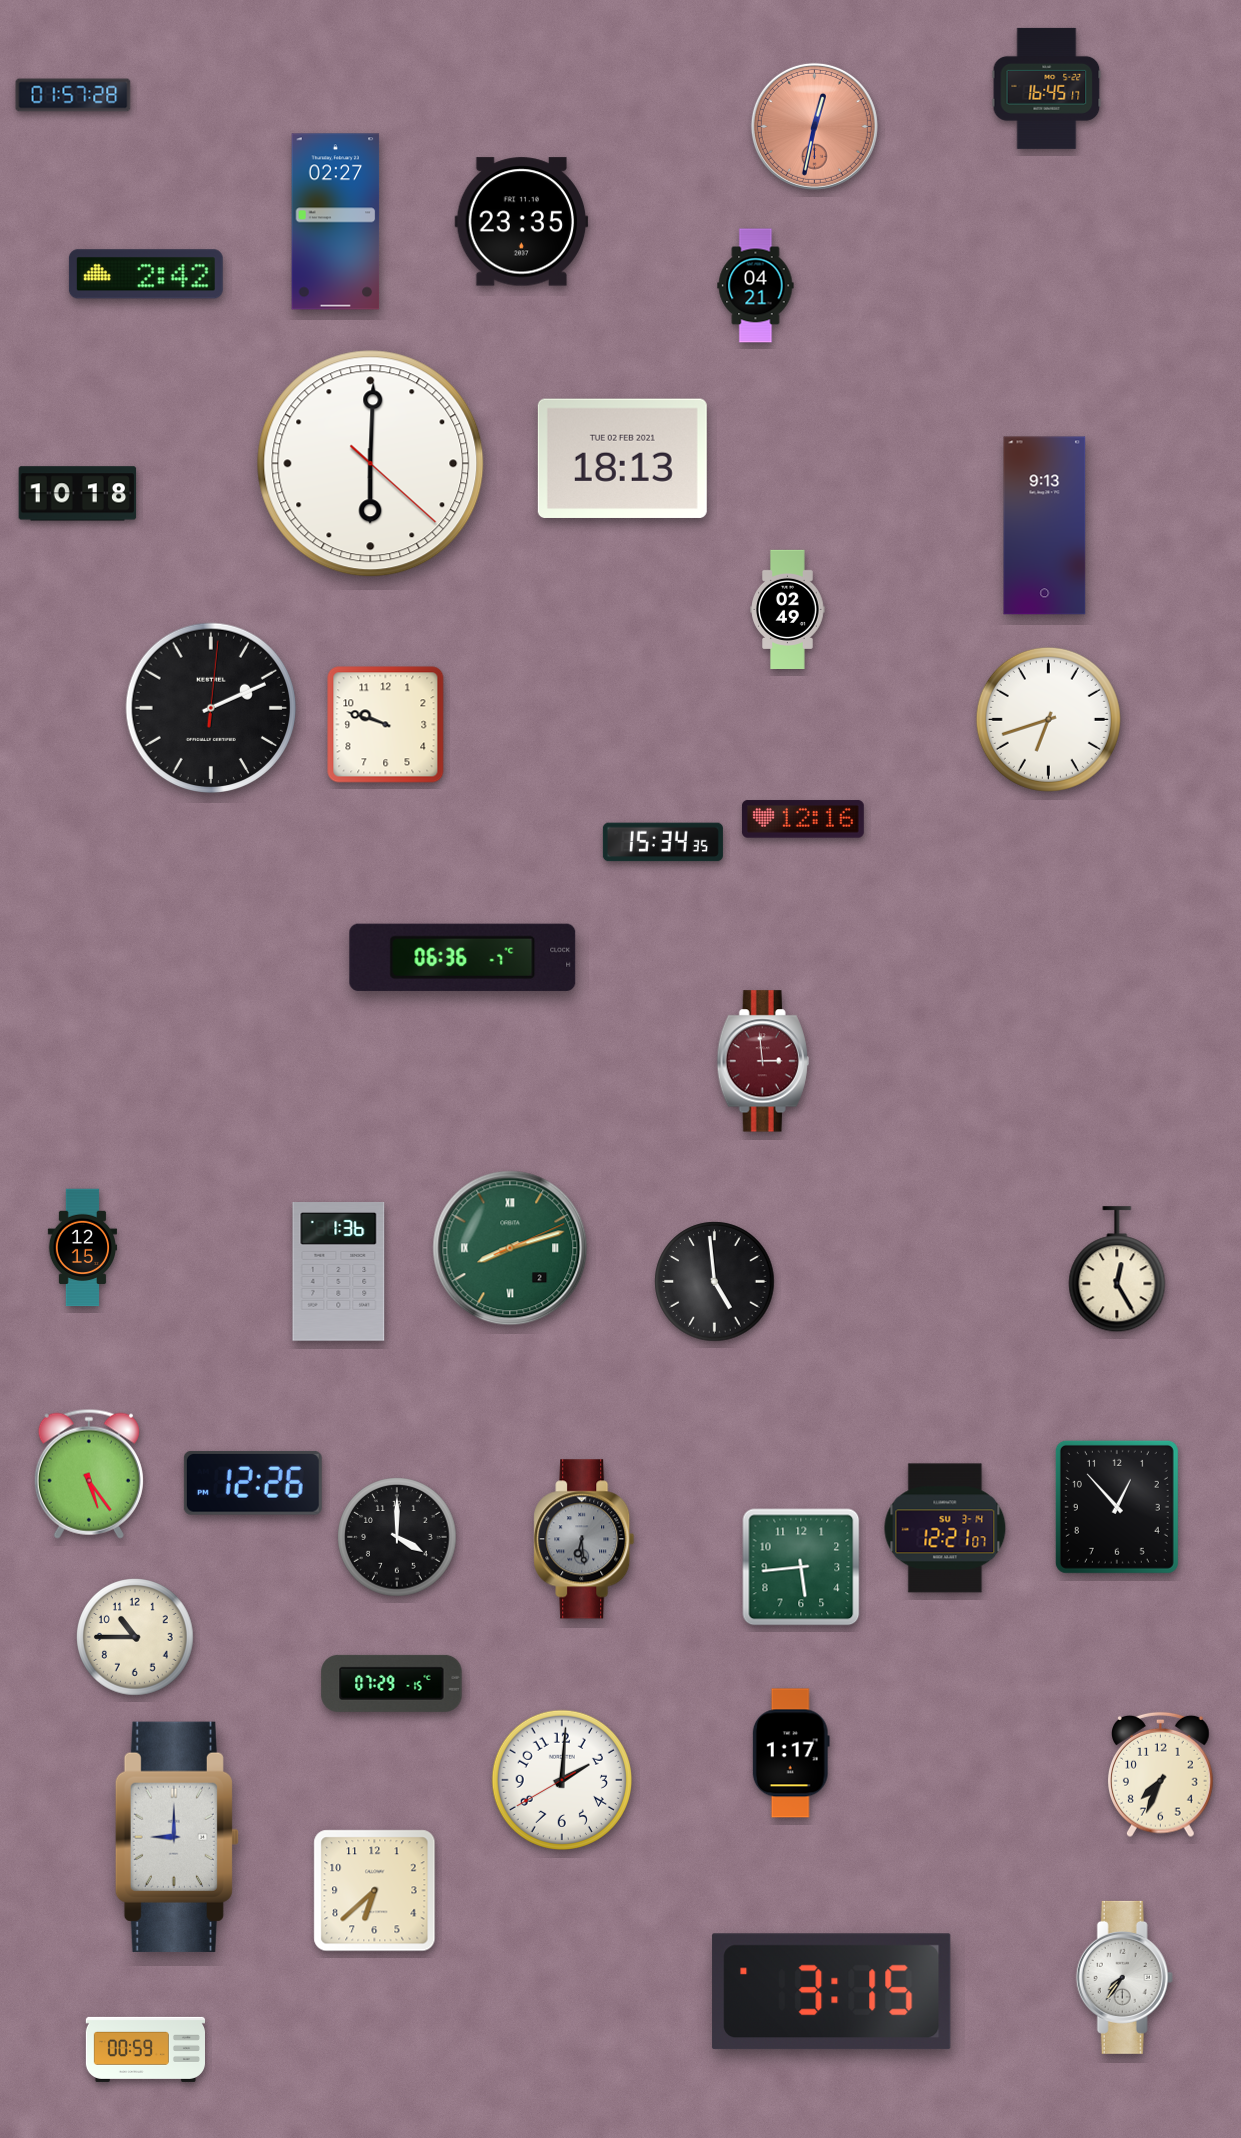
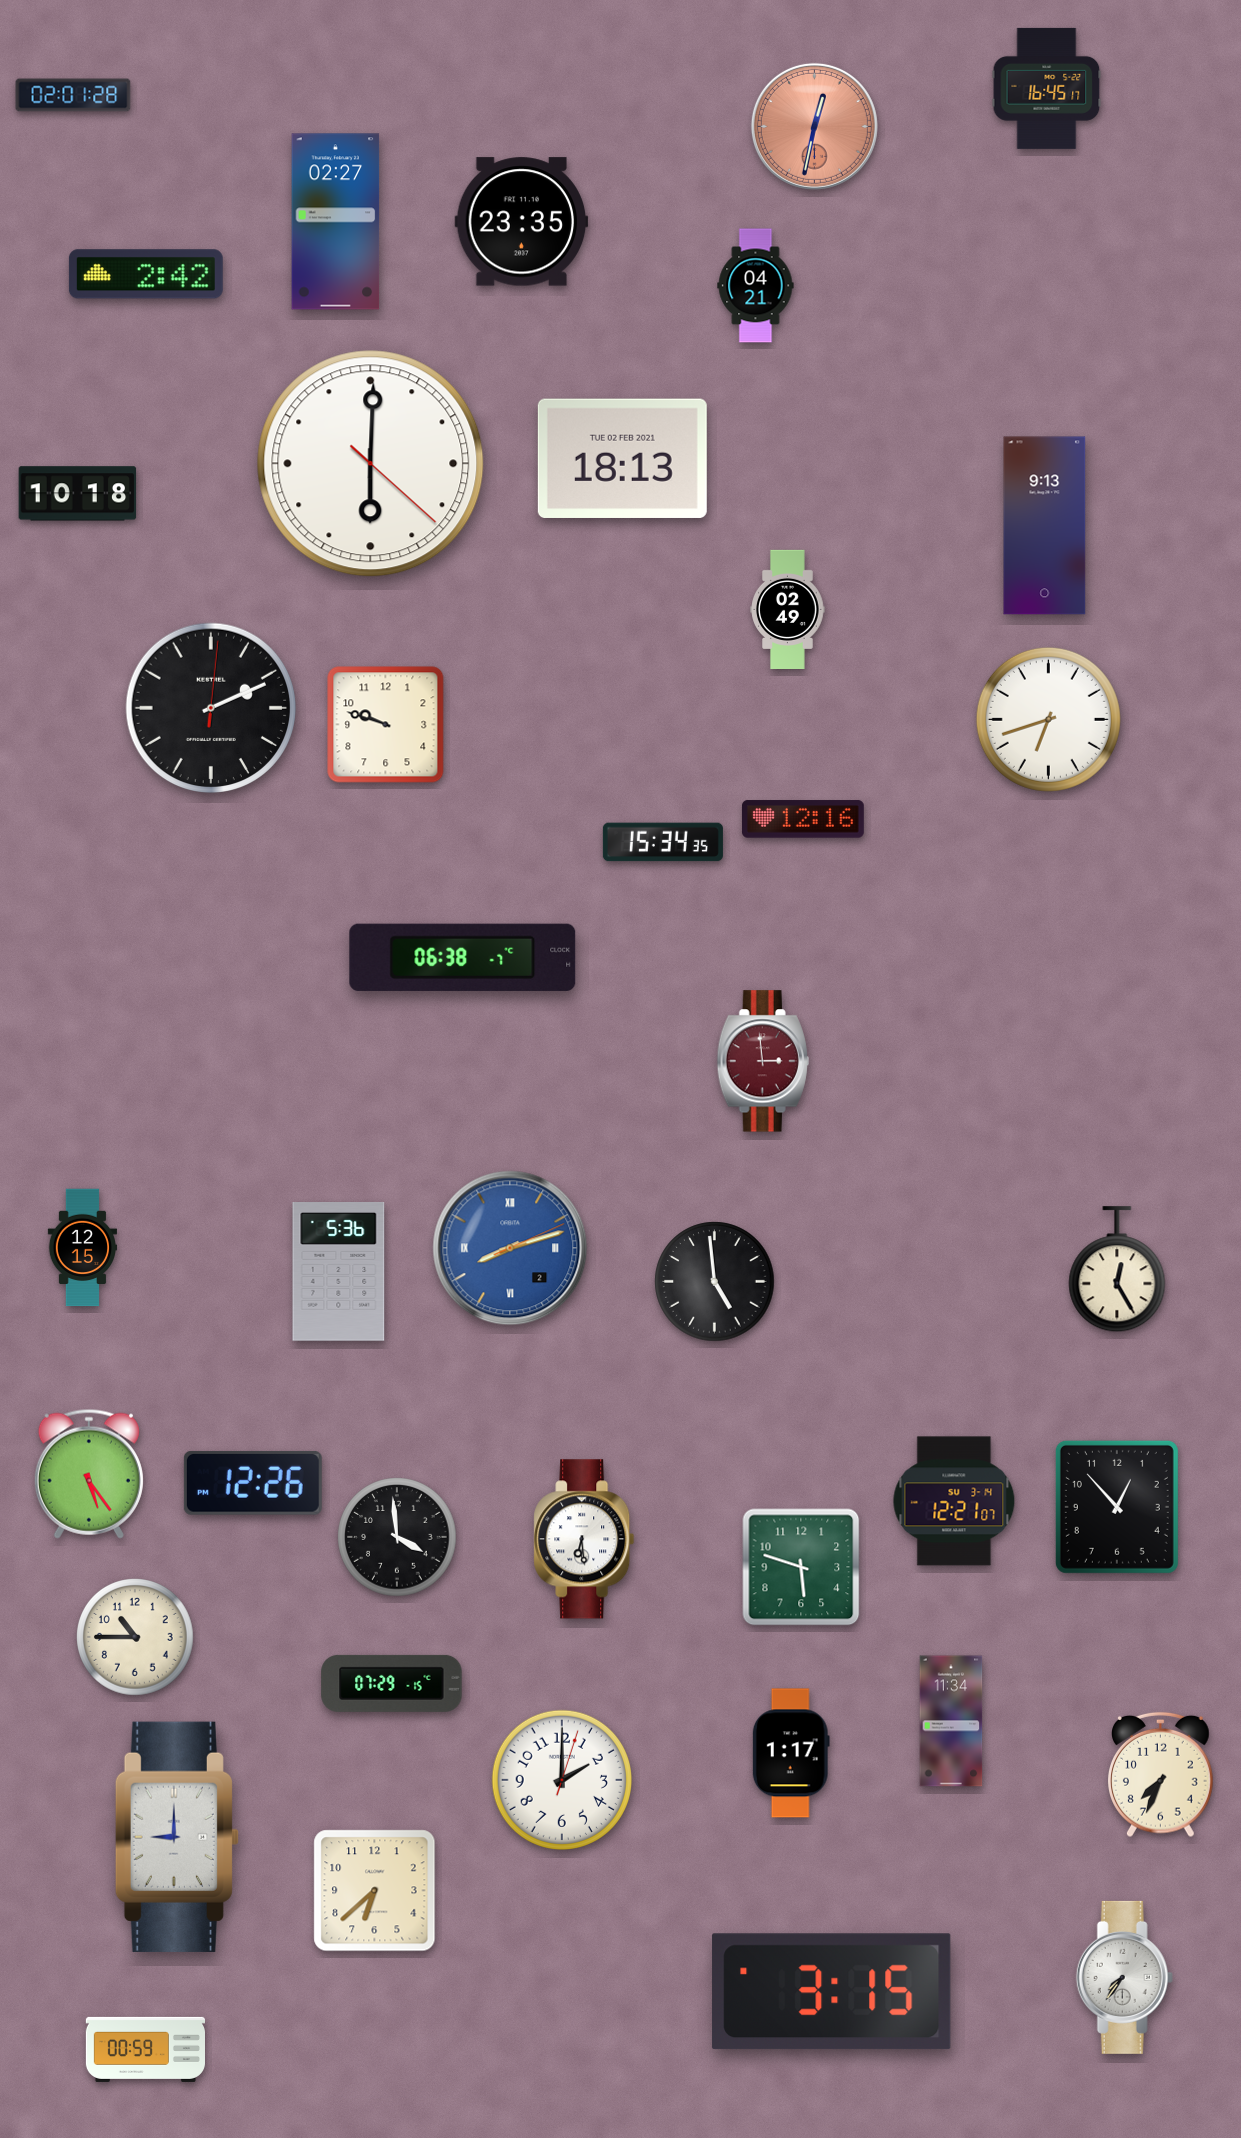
clock at (73, 95): 01:57 -> 02:01
clock at (463, 957): 06:36 -> 06:38
clock at (510, 1248) dial: green -> blue
clock at (339, 1272): 1:36 -> 5:36
clock at (945, 1528) position: (945, 1528) -> (954, 1501)
clock at (397, 1537): 4:00 -> 3:59
clock at (584, 1539) dial: grey -> white
clock at (801, 1567): 5:44 -> 5:48
clock at (951, 1721): none -> 11:34
clock at (561, 1779): 2:00:40 -> 2:00:03
